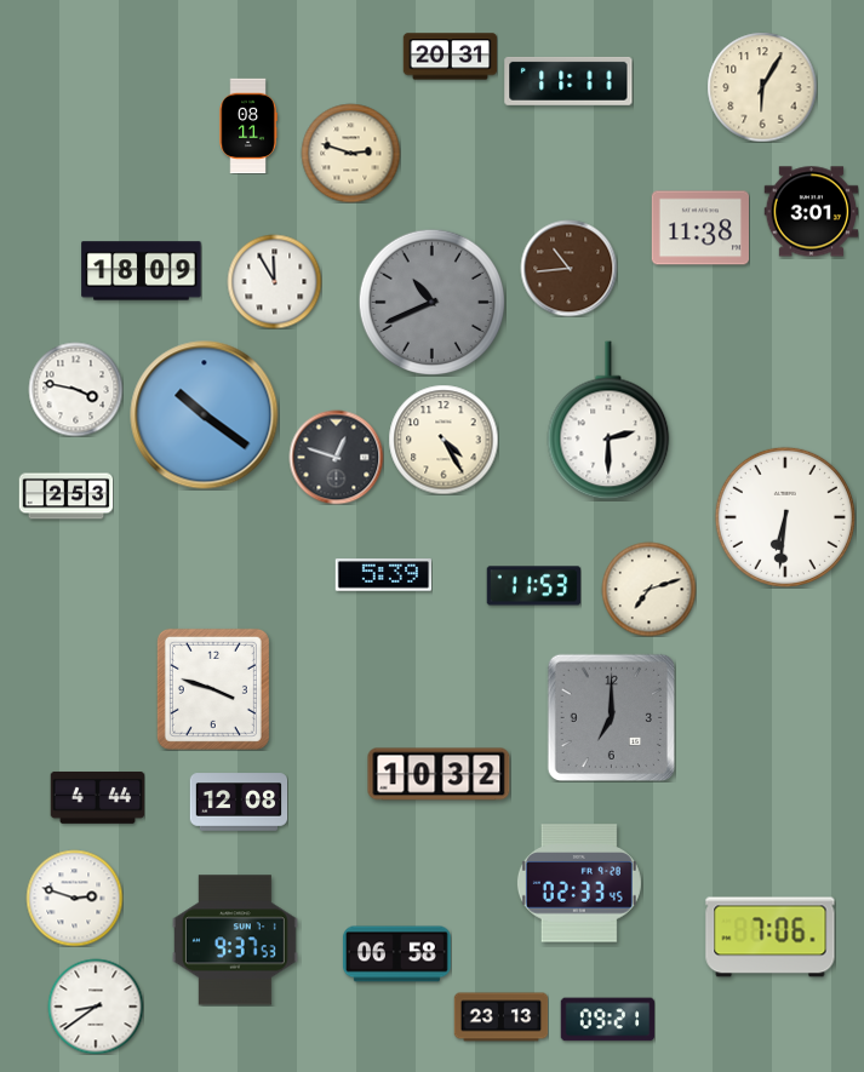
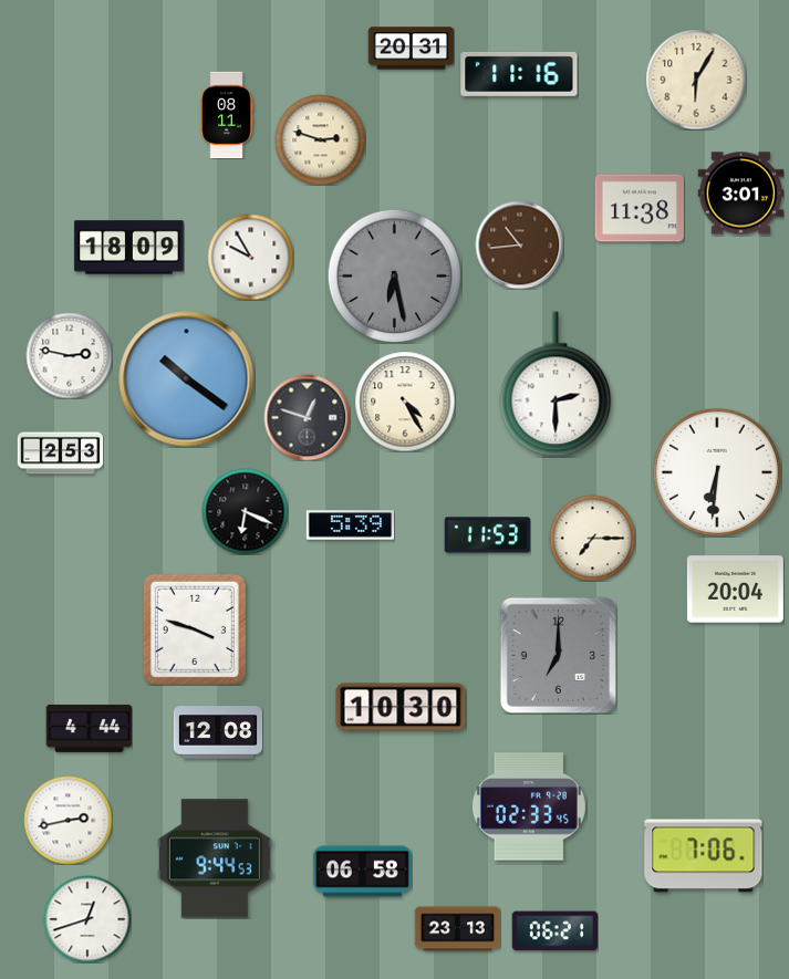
clock at (450, 57) position: (450, 57) -> (411, 49)
clock at (568, 81): 11:11 -> 11:16
clock at (274, 281): 11:55 -> 9:55
clock at (431, 302): 10:41 -> 6:28
clock at (75, 389): 3:47 -> 2:47
clock at (245, 511): none -> 6:19
clock at (648, 589): 7:12 -> 7:15
clock at (735, 590): none -> 20:04
clock at (439, 774): 10:32 -> 10:30
clock at (74, 898): 2:48 -> 2:43
clock at (235, 940): 9:37 -> 9:44
clock at (96, 1007): 8:39 -> 12:42
clock at (607, 1020): 09:21 -> 06:21
